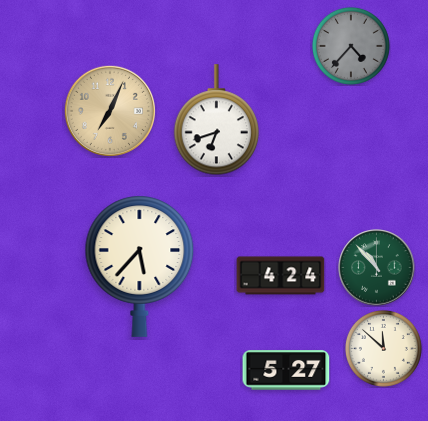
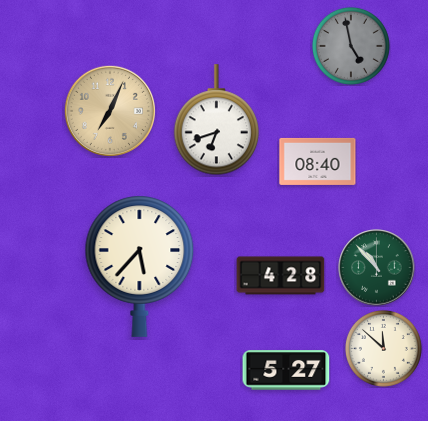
clock at (351, 46): 4:37 -> 4:58
clock at (318, 161): none -> 08:40
clock at (281, 276): 4:24 -> 4:28
